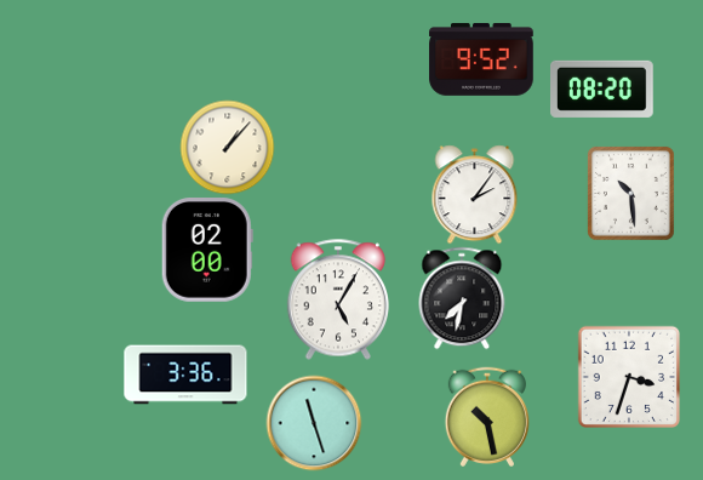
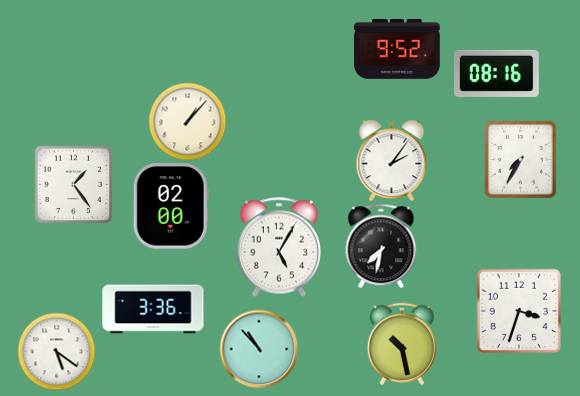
clock at (602, 88): 08:20 -> 08:16
clock at (630, 193): 10:29 -> 7:35
clock at (73, 184): none -> 1:24
clock at (314, 423): 11:27 -> 10:53
clock at (56, 351): none -> 5:21
